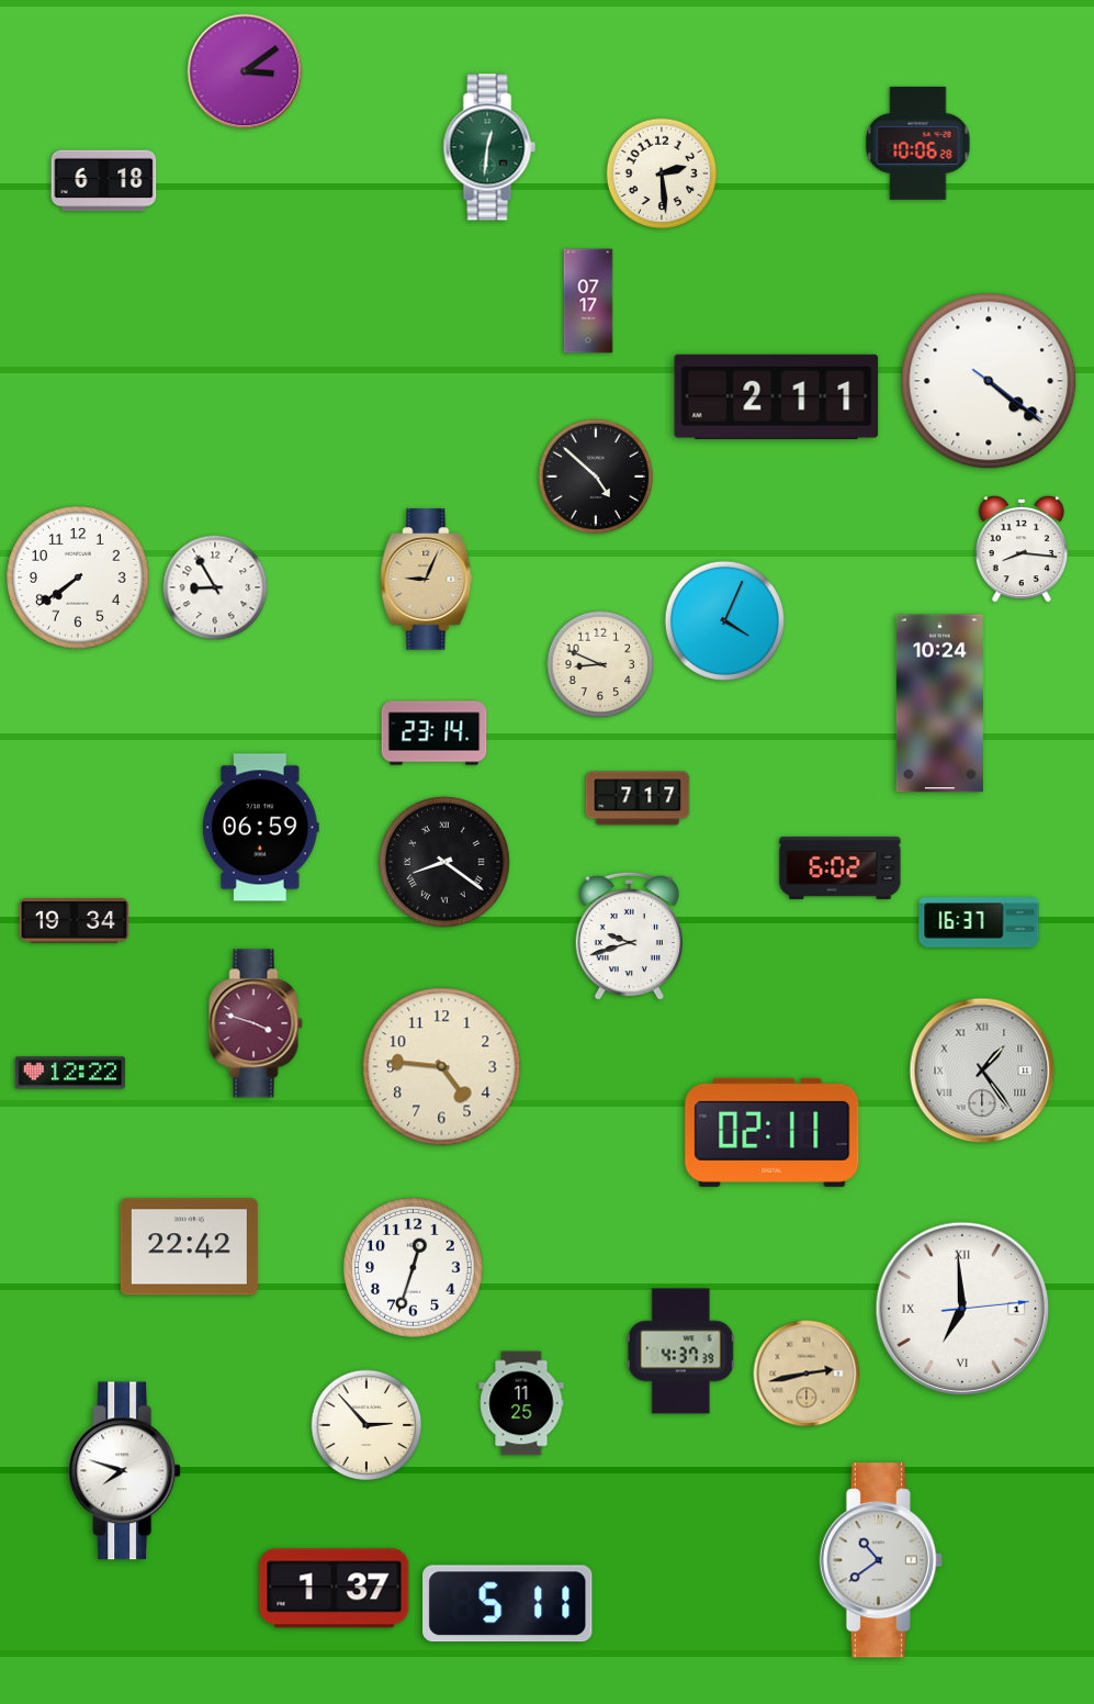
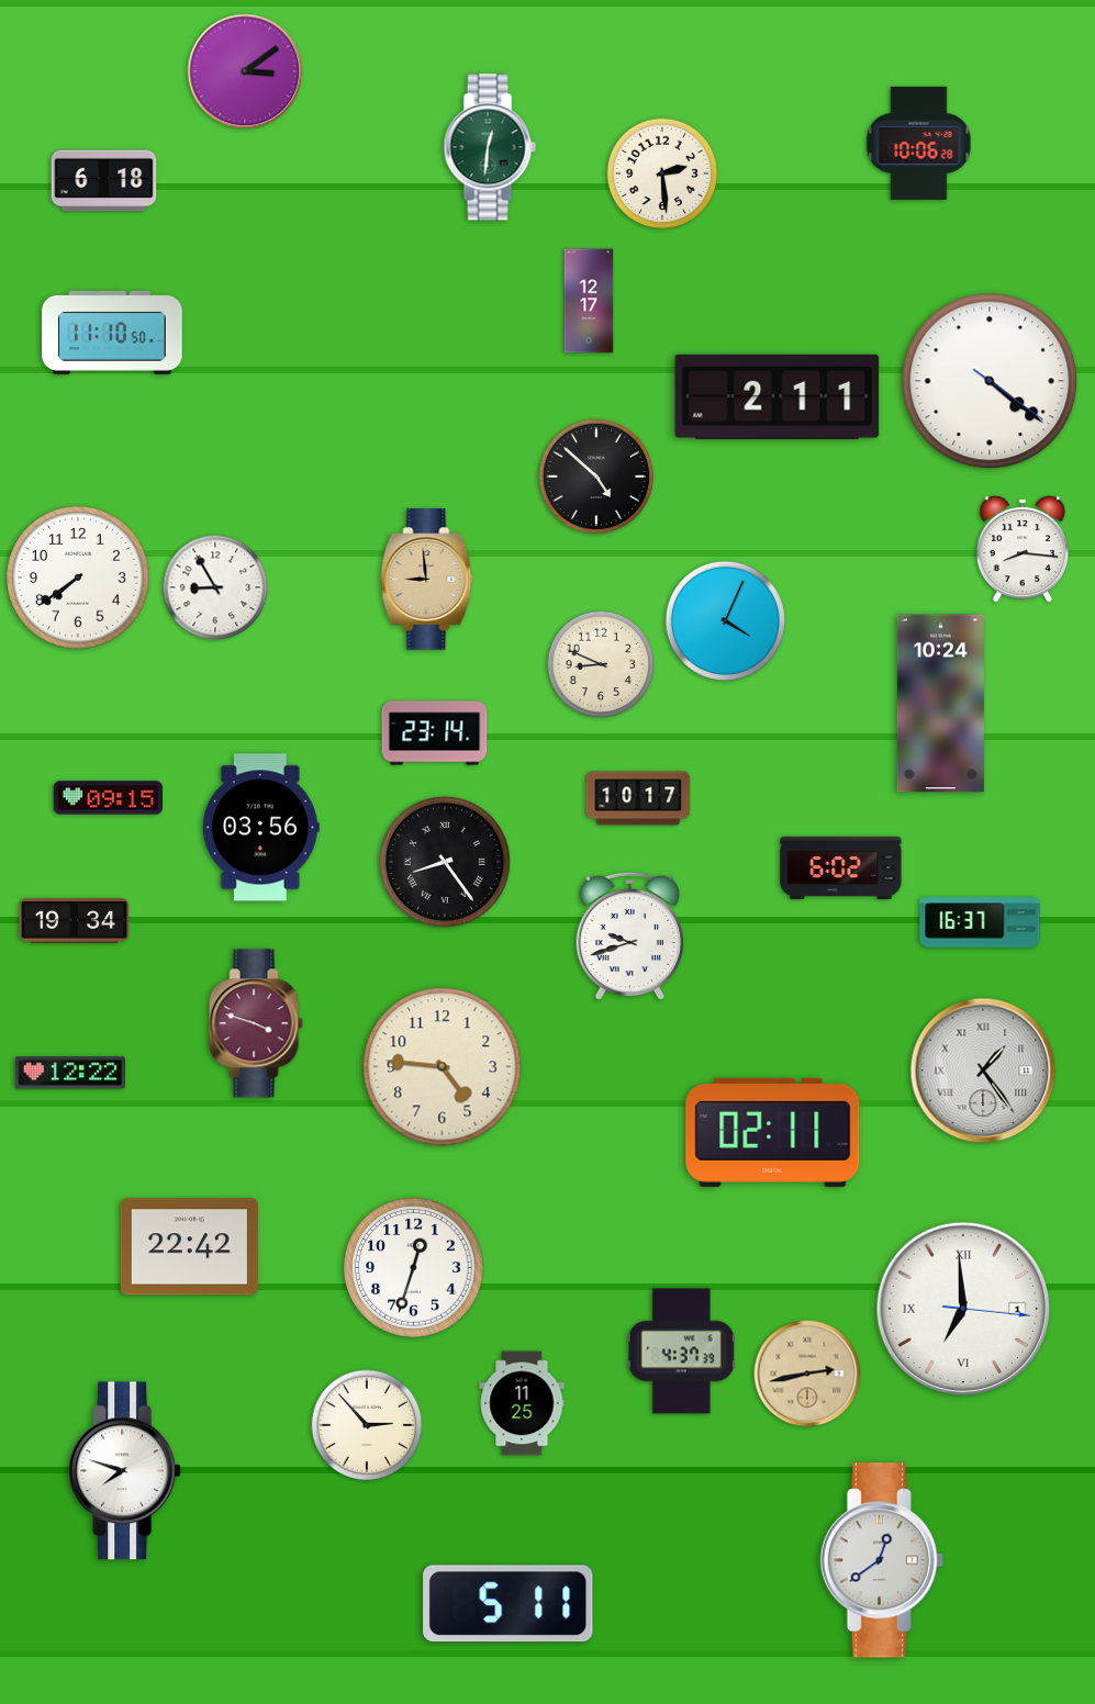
clock at (588, 301): 07:17 -> 12:17
clock at (112, 333): none -> 11:10
clock at (427, 580): 9:04 -> 8:59
clock at (109, 798): none -> 09:15
clock at (638, 798): 7:17 -> 10:17
clock at (260, 828): 06:59 -> 03:56
clock at (444, 862): 8:21 -> 8:24
clock at (962, 1309): 6:59:14 -> 6:59:16
clock at (880, 1560): 10:39 -> 12:39
clock at (335, 1589): 1:37 -> none
